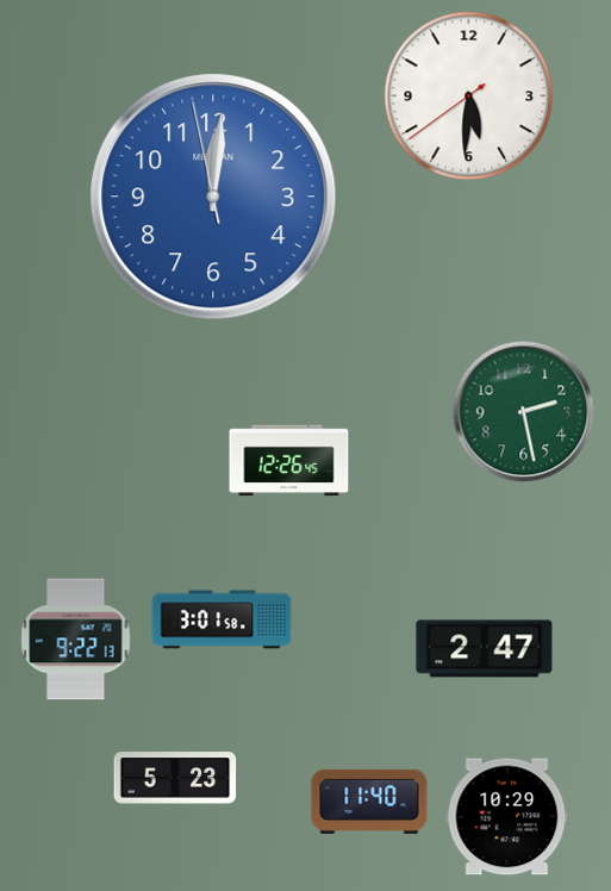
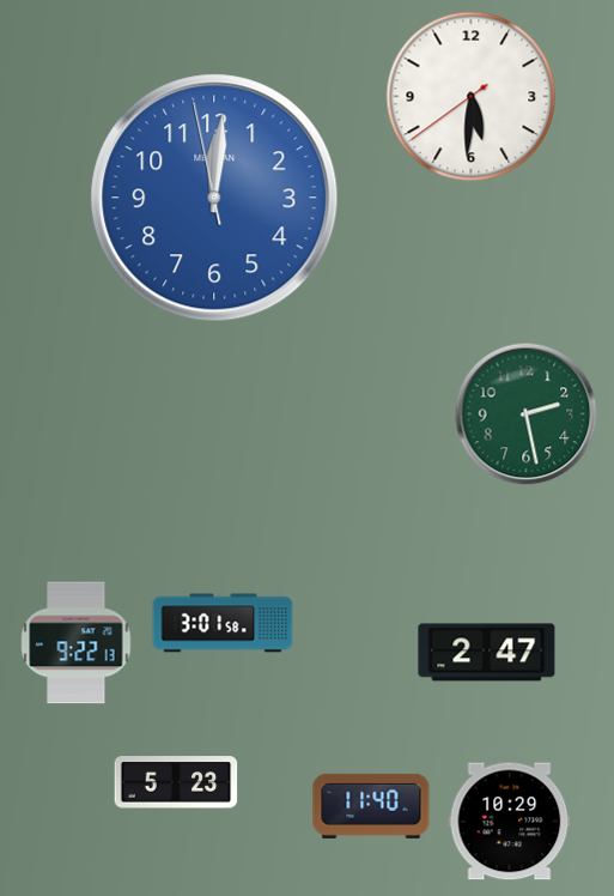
clock at (289, 461): 12:26 -> none
